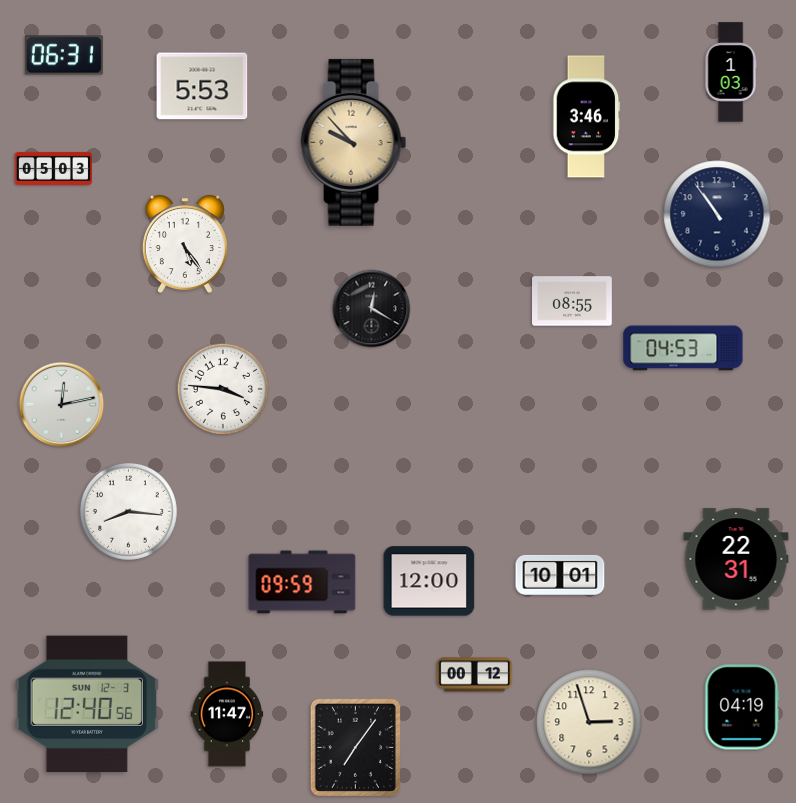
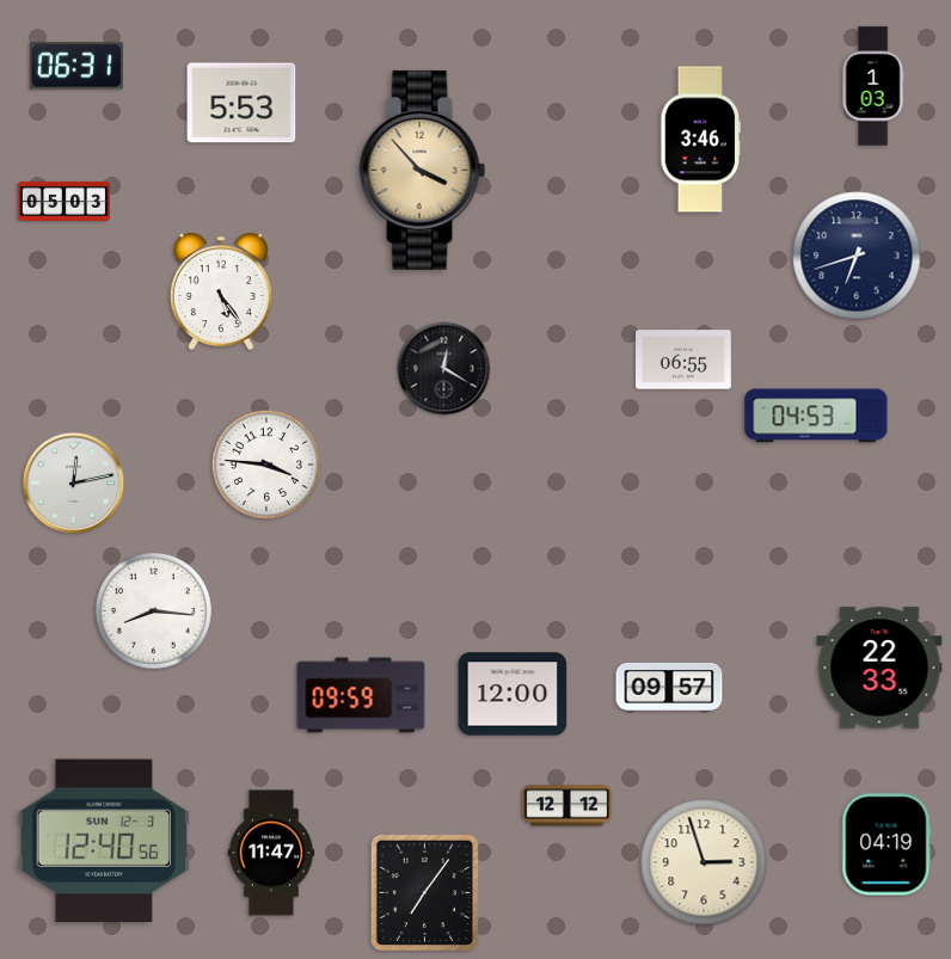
clock at (354, 142): 9:53 -> 3:53
clock at (717, 214): 10:54 -> 6:42
clock at (573, 301): 08:55 -> 06:55
clock at (736, 559): 22:31 -> 22:33
clock at (560, 575): 10:01 -> 09:57
clock at (475, 675): 00:12 -> 12:12
